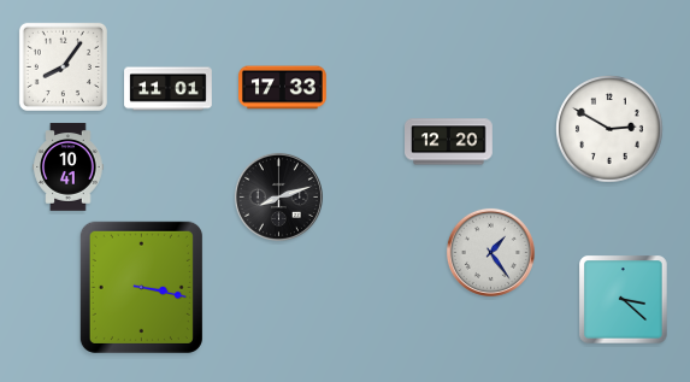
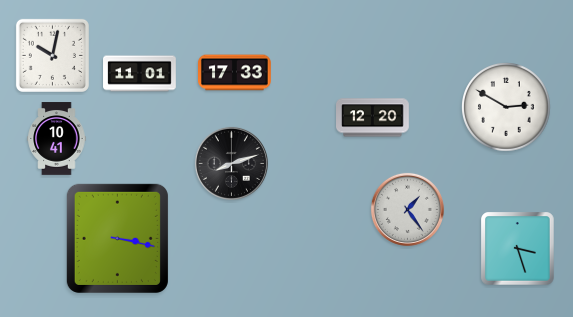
clock at (63, 66): 8:06 -> 10:02
clock at (624, 300): 3:22 -> 3:27
